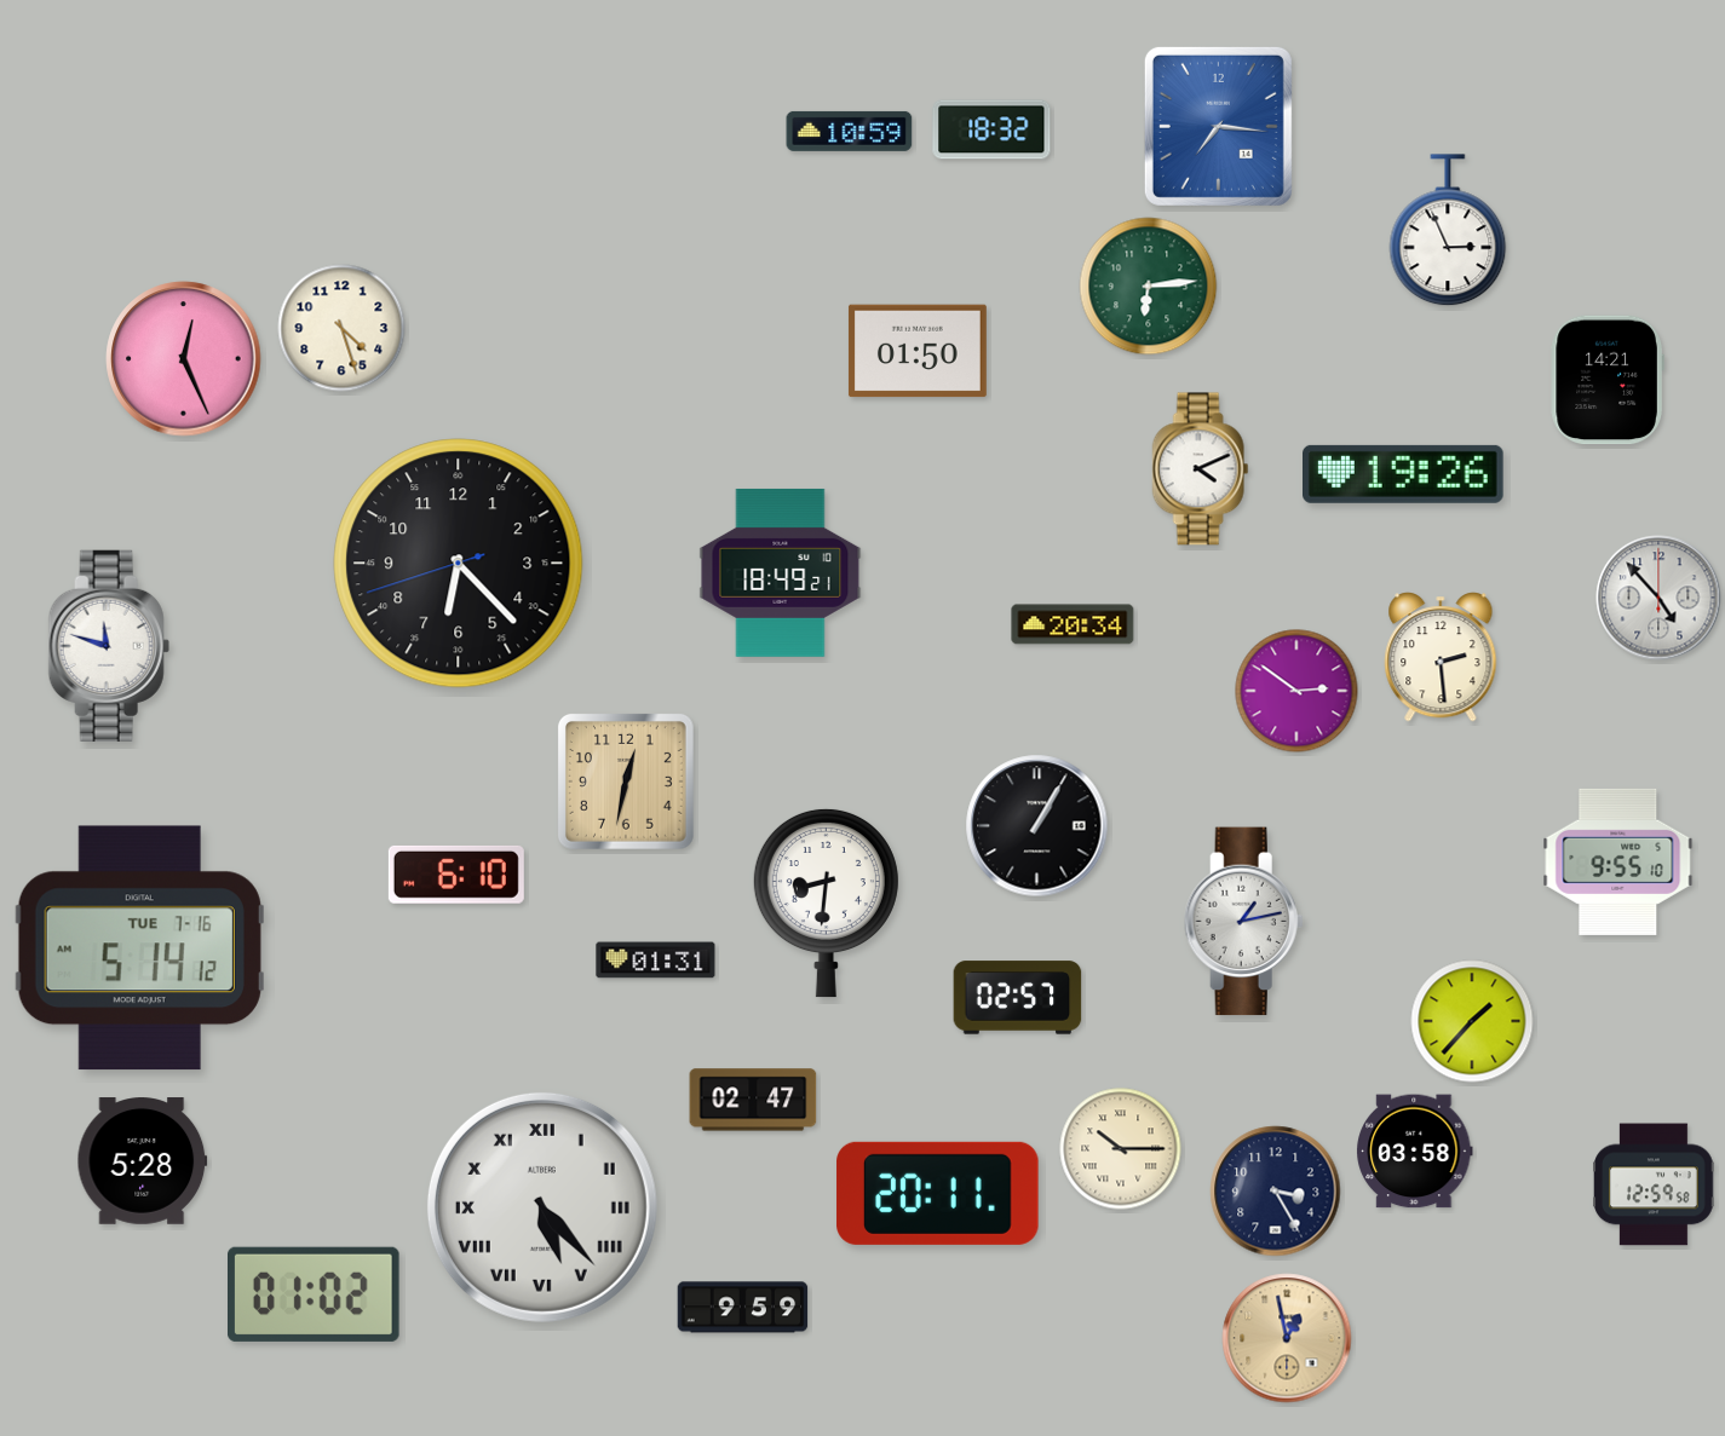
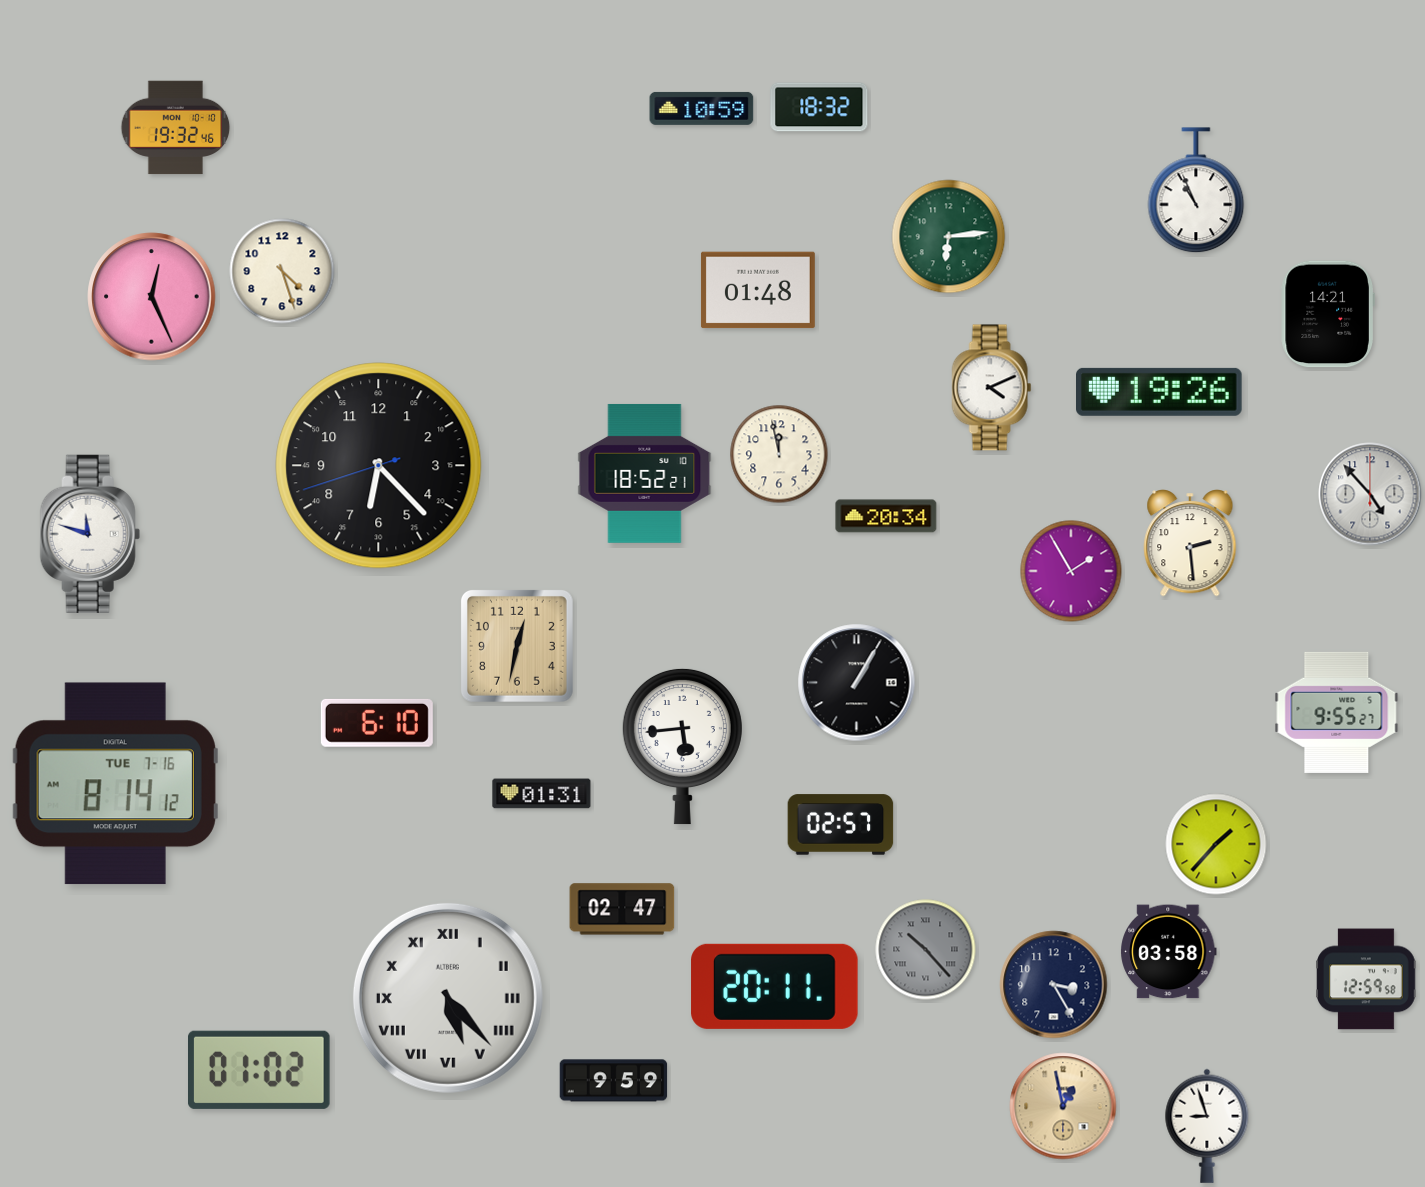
clock at (1218, 126): 7:16 -> none
clock at (176, 128): none -> 19:32
clock at (1448, 231): 2:56 -> 10:56
clock at (918, 351): 01:50 -> 01:48
clock at (779, 454): none -> 11:58
clock at (781, 572): 18:49 -> 18:52
clock at (1296, 691): 2:51 -> 1:55
clock at (1618, 861): 9:55:10 -> 9:55:27
clock at (826, 902): 8:31 -> 5:44
clock at (1243, 922): 1:13 -> none
clock at (139, 948): 5:14 -> 8:14
clock at (1121, 1149): 10:15 -> 10:23
clock at (1121, 1149) dial: cream -> grey
clock at (143, 1161): 5:28 -> none
clock at (1207, 1126): none -> 8:57
